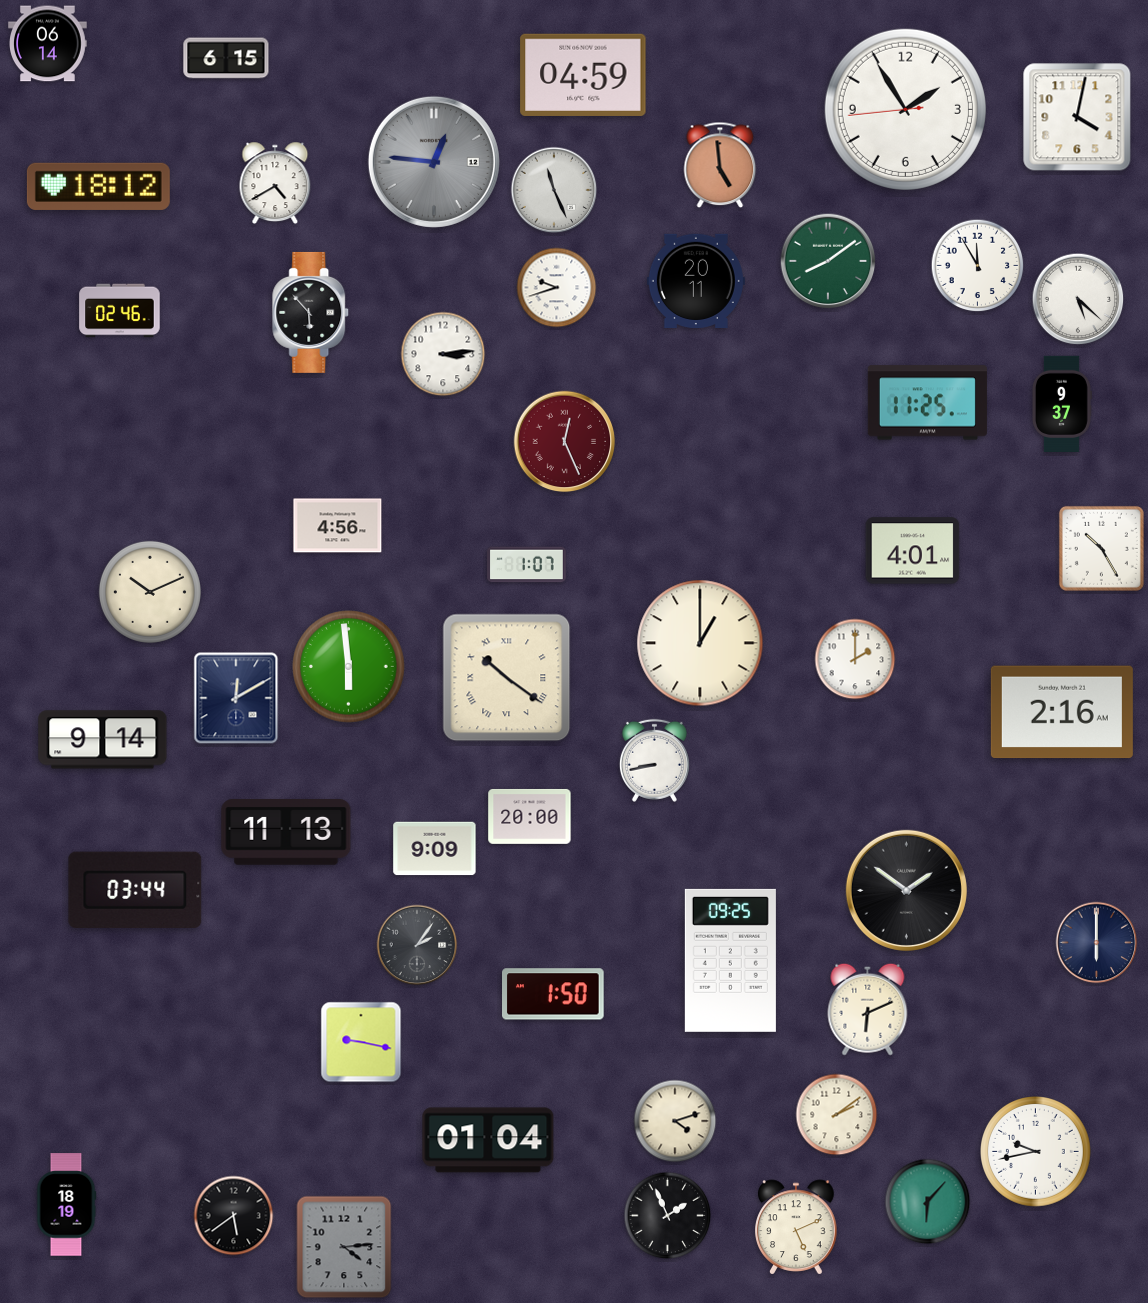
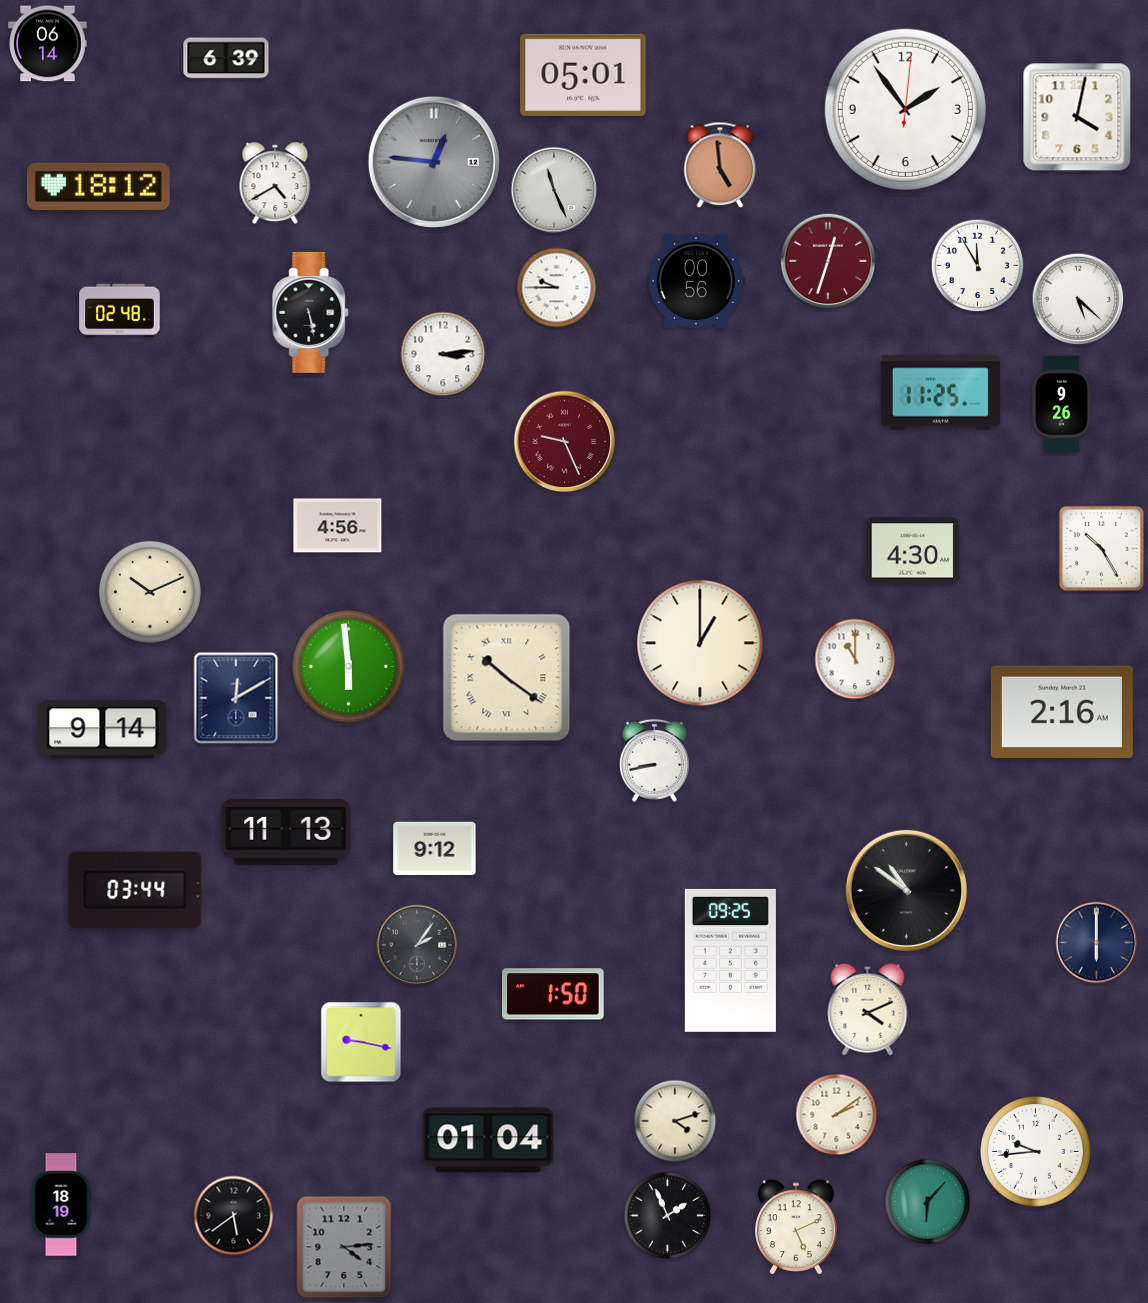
clock at (226, 58): 6:15 -> 6:39
clock at (583, 75): 04:59 -> 05:01
clock at (905, 109): 1:54:44 -> 1:54:01
clock at (828, 261): 8:09 -> 12:33
clock at (828, 261) dial: green -> burgundy
clock at (696, 280): 20:11 -> 00:56
clock at (557, 288): 9:42 -> 9:45
clock at (120, 311): 02:46 -> 02:48
clock at (311, 312): 5:53 -> 5:28
clock at (927, 403) position: (927, 403) -> (940, 393)
clock at (1061, 403): 9:37 -> 9:26
clock at (565, 442): 12:26 -> 9:26
clock at (913, 551): 4:01 -> 4:30
clock at (527, 565): 1:07 -> none
clock at (855, 659): 2:00 -> 11:00
clock at (103, 740) position: (103, 740) -> (103, 730)
clock at (530, 816): 20:00 -> none
clock at (435, 849): 9:09 -> 9:12
clock at (906, 890): 1:51 -> 10:51
clock at (868, 1009): 6:11 -> 4:11
clock at (1036, 1152): 9:43 -> 9:44
clock at (66, 1205) position: (66, 1205) -> (61, 1205)
